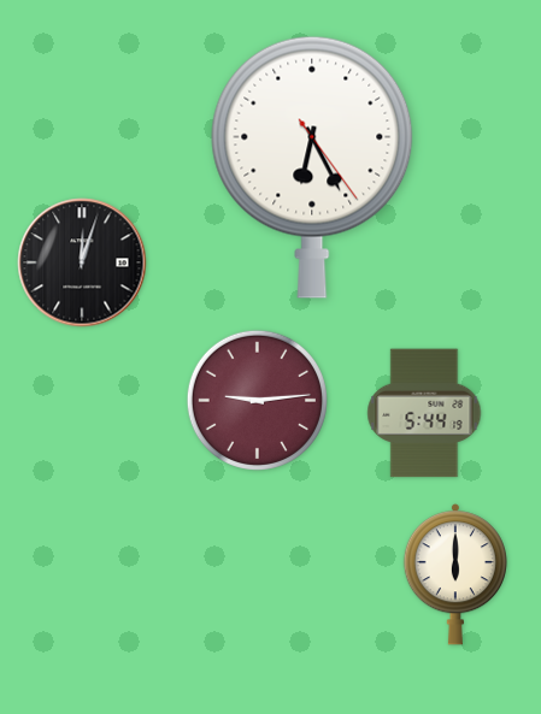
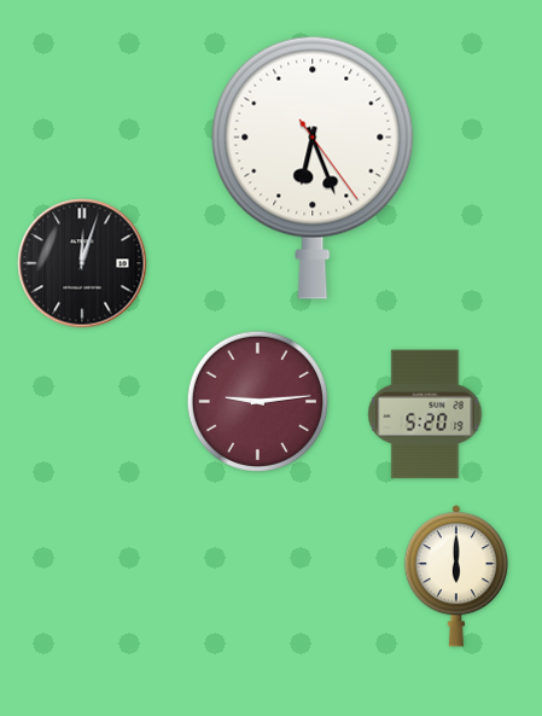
clock at (312, 167): 6:25 -> 6:26
clock at (424, 413): 5:44 -> 5:20
